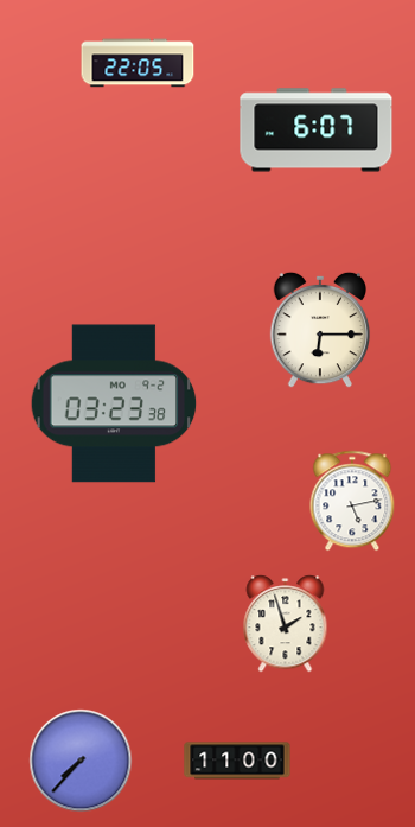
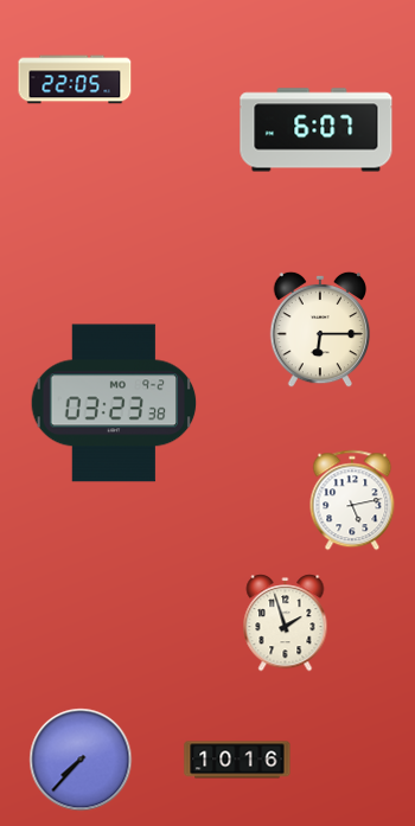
clock at (138, 63) position: (138, 63) -> (75, 79)
clock at (237, 761): 11:00 -> 10:16
